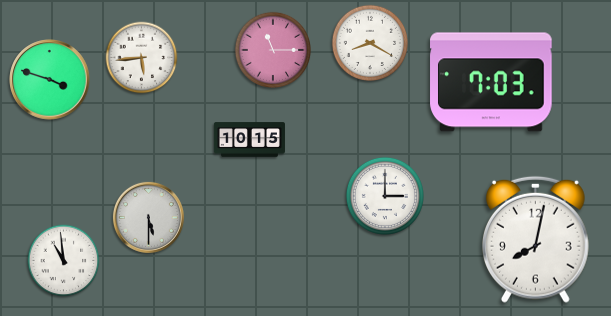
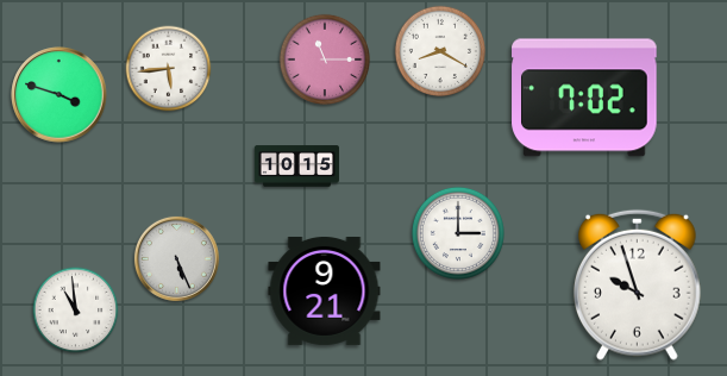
clock at (491, 82): 7:03 -> 7:02
clock at (148, 217): 5:30 -> 5:26
clock at (535, 239): 8:02 -> 9:57
clock at (325, 290): none -> 9:21
